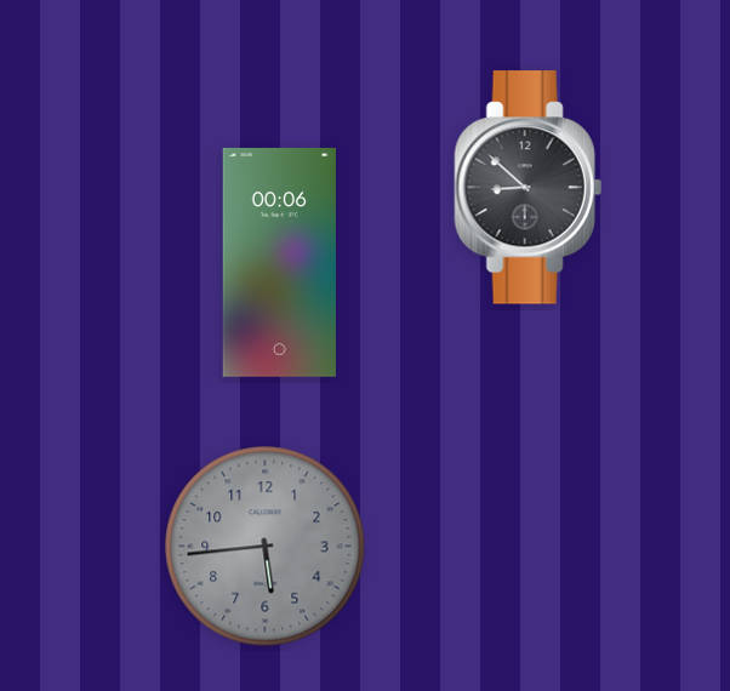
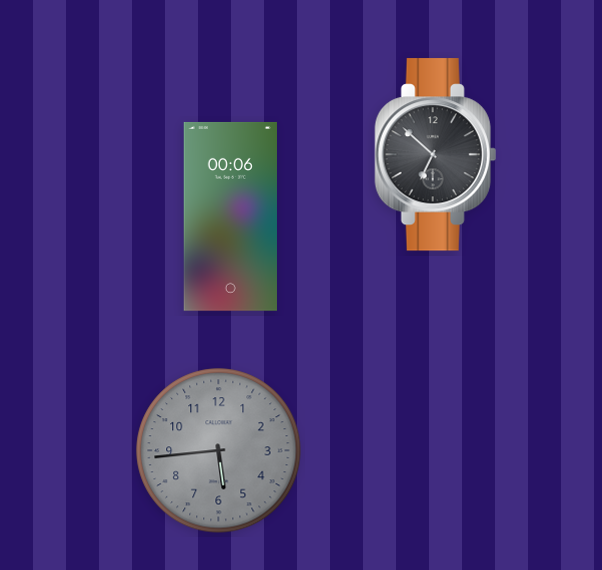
clock at (527, 188): 8:52 -> 6:52
